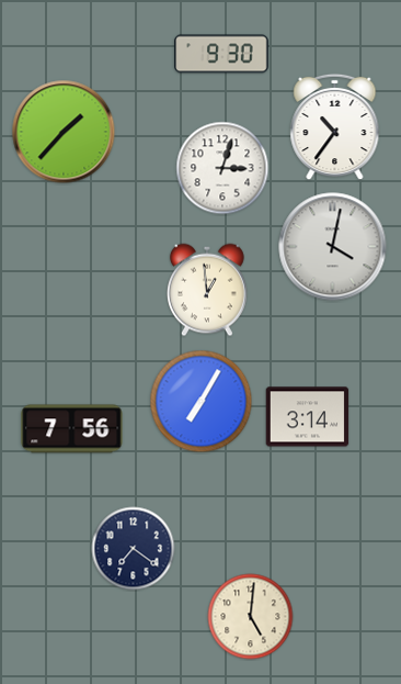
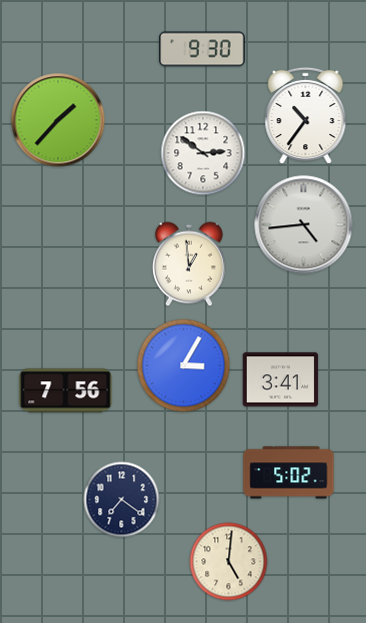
clock at (222, 168): 3:03 -> 2:51
clock at (333, 247): 4:02 -> 4:44
clock at (202, 402): 7:05 -> 3:05
clock at (308, 417): 3:14 -> 3:41
clock at (289, 473): none -> 5:02
